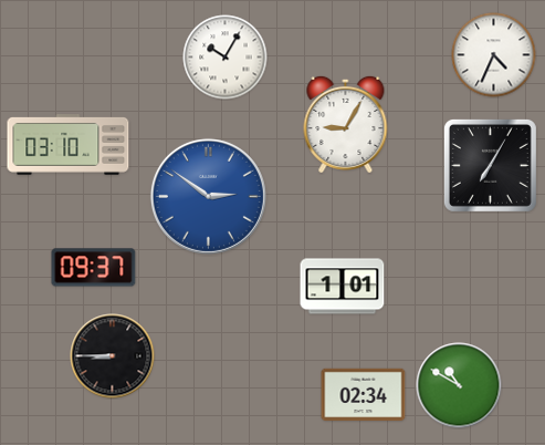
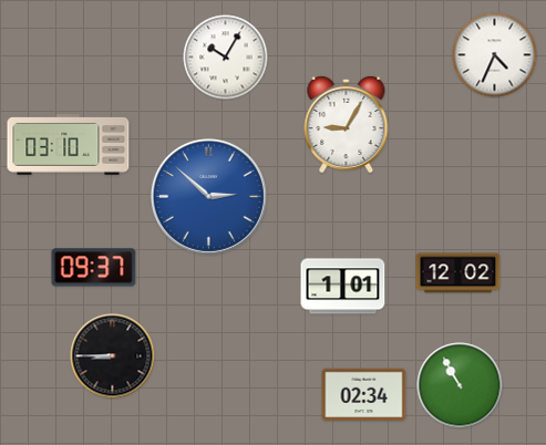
clock at (490, 165): 7:05 -> none
clock at (208, 196): 2:51 -> 2:52
clock at (459, 273): none -> 12:02
clock at (459, 385): 10:50 -> 10:55
